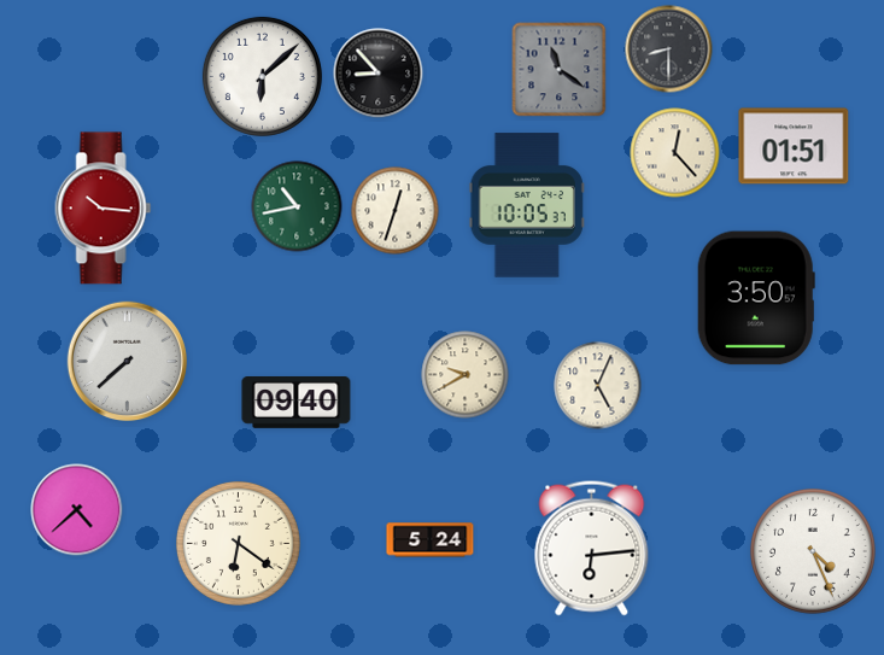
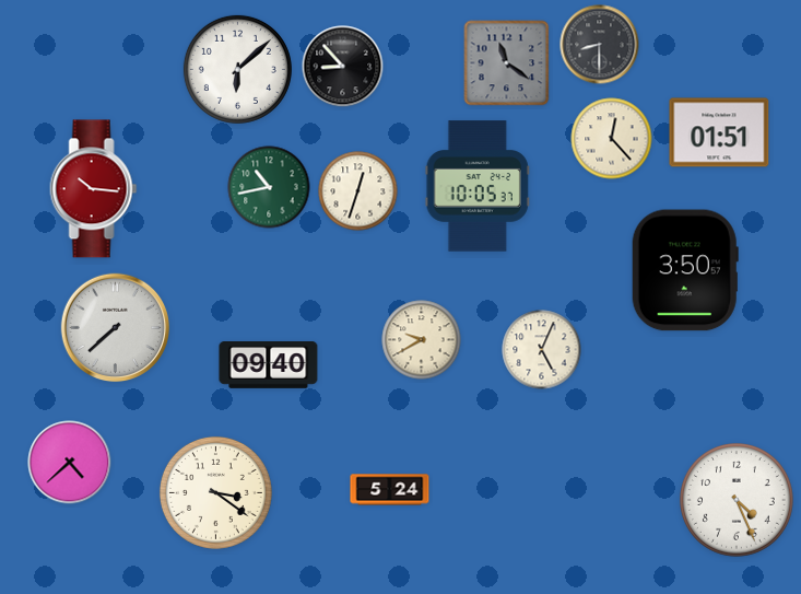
clock at (669, 49) position: (669, 49) -> (600, 45)
clock at (238, 543): 6:21 -> 3:21
clock at (592, 549): 6:14 -> none
